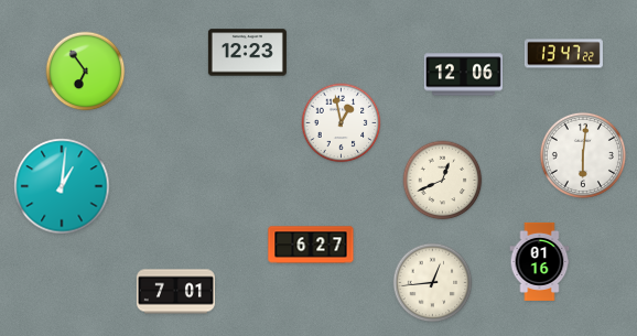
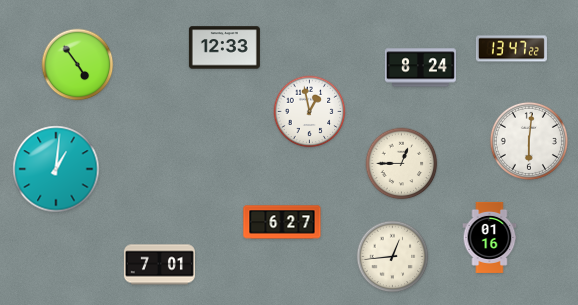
clock at (247, 53): 12:23 -> 12:33
clock at (86, 72): 6:54 -> 4:54
clock at (463, 75): 12:06 -> 8:24
clock at (443, 181): 12:41 -> 12:45
